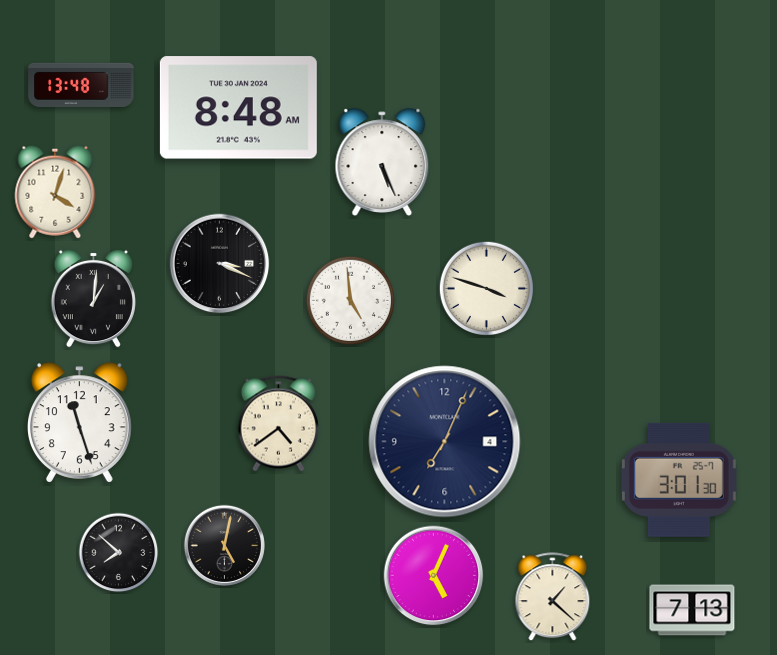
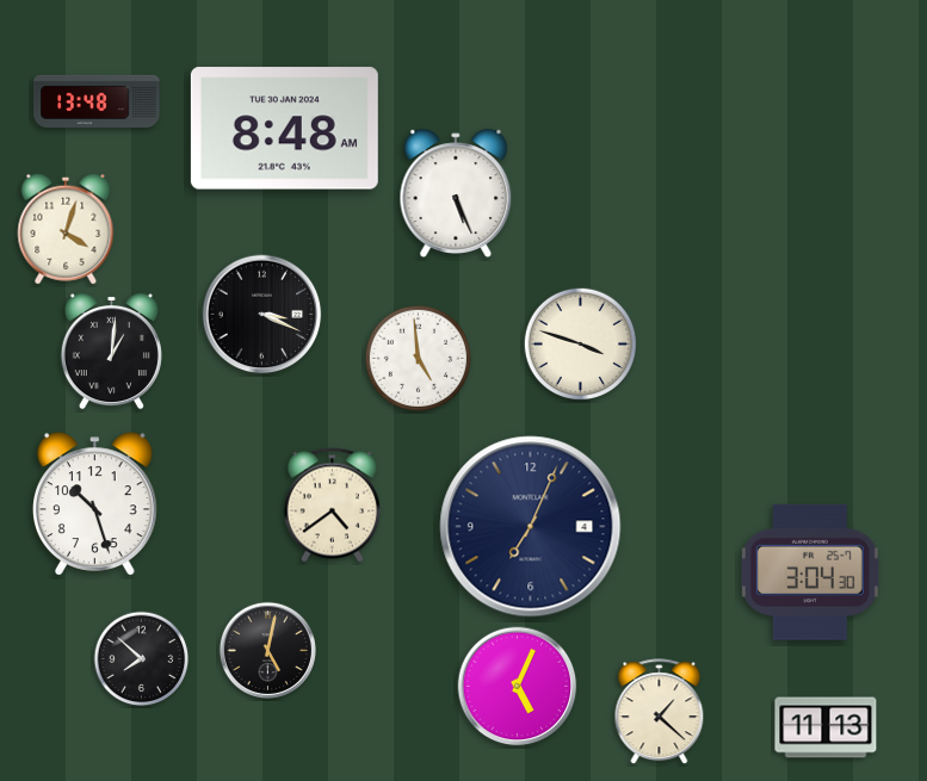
clock at (93, 298) position: (93, 298) -> (111, 351)
clock at (80, 423): 11:27 -> 10:27
clock at (679, 480): 3:01 -> 3:04
clock at (692, 610): 7:13 -> 11:13
